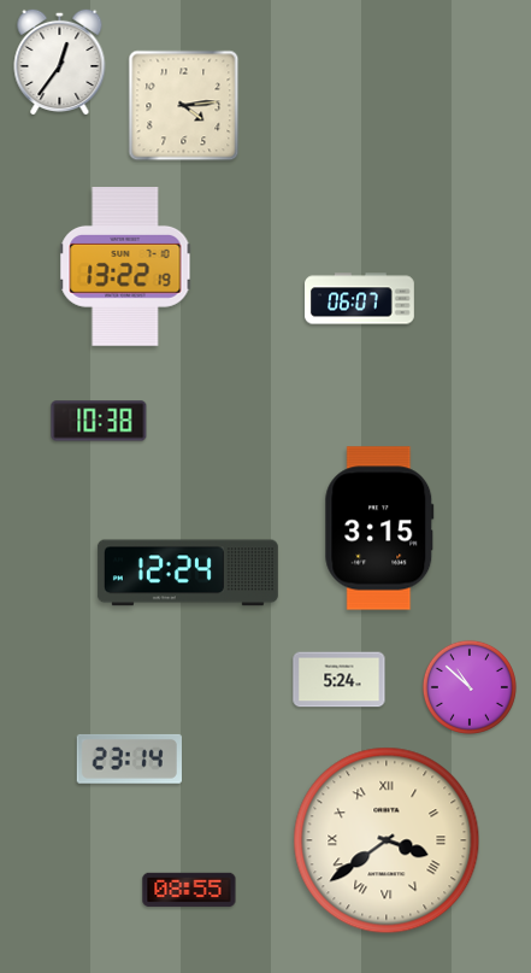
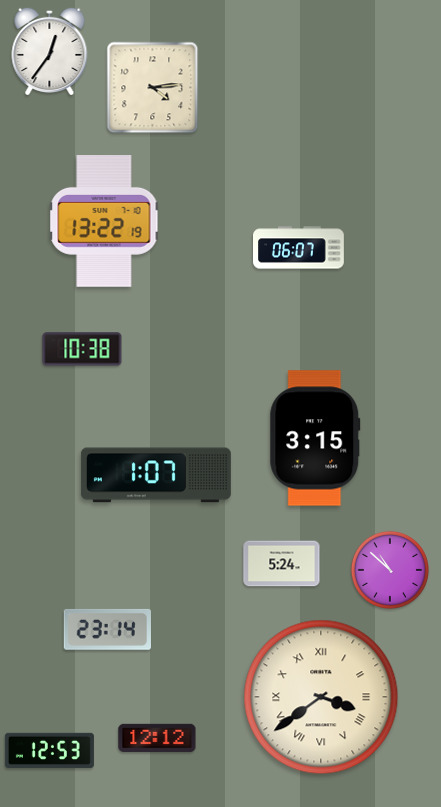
clock at (188, 573): 12:24 -> 1:07
clock at (189, 890): 08:55 -> 12:12
clock at (49, 750): none -> 12:53
